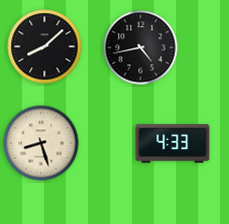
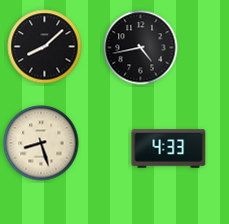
clock at (173, 144) position: (173, 144) -> (169, 149)
